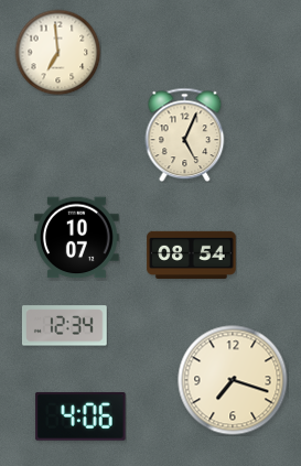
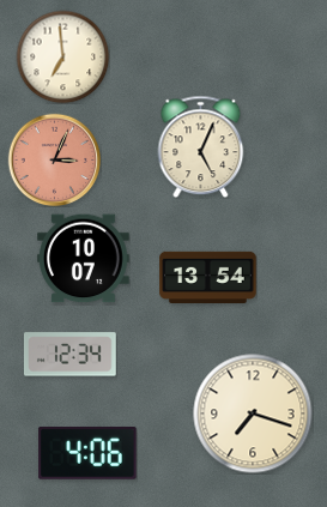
clock at (54, 159): none -> 3:04
clock at (192, 254): 08:54 -> 13:54
